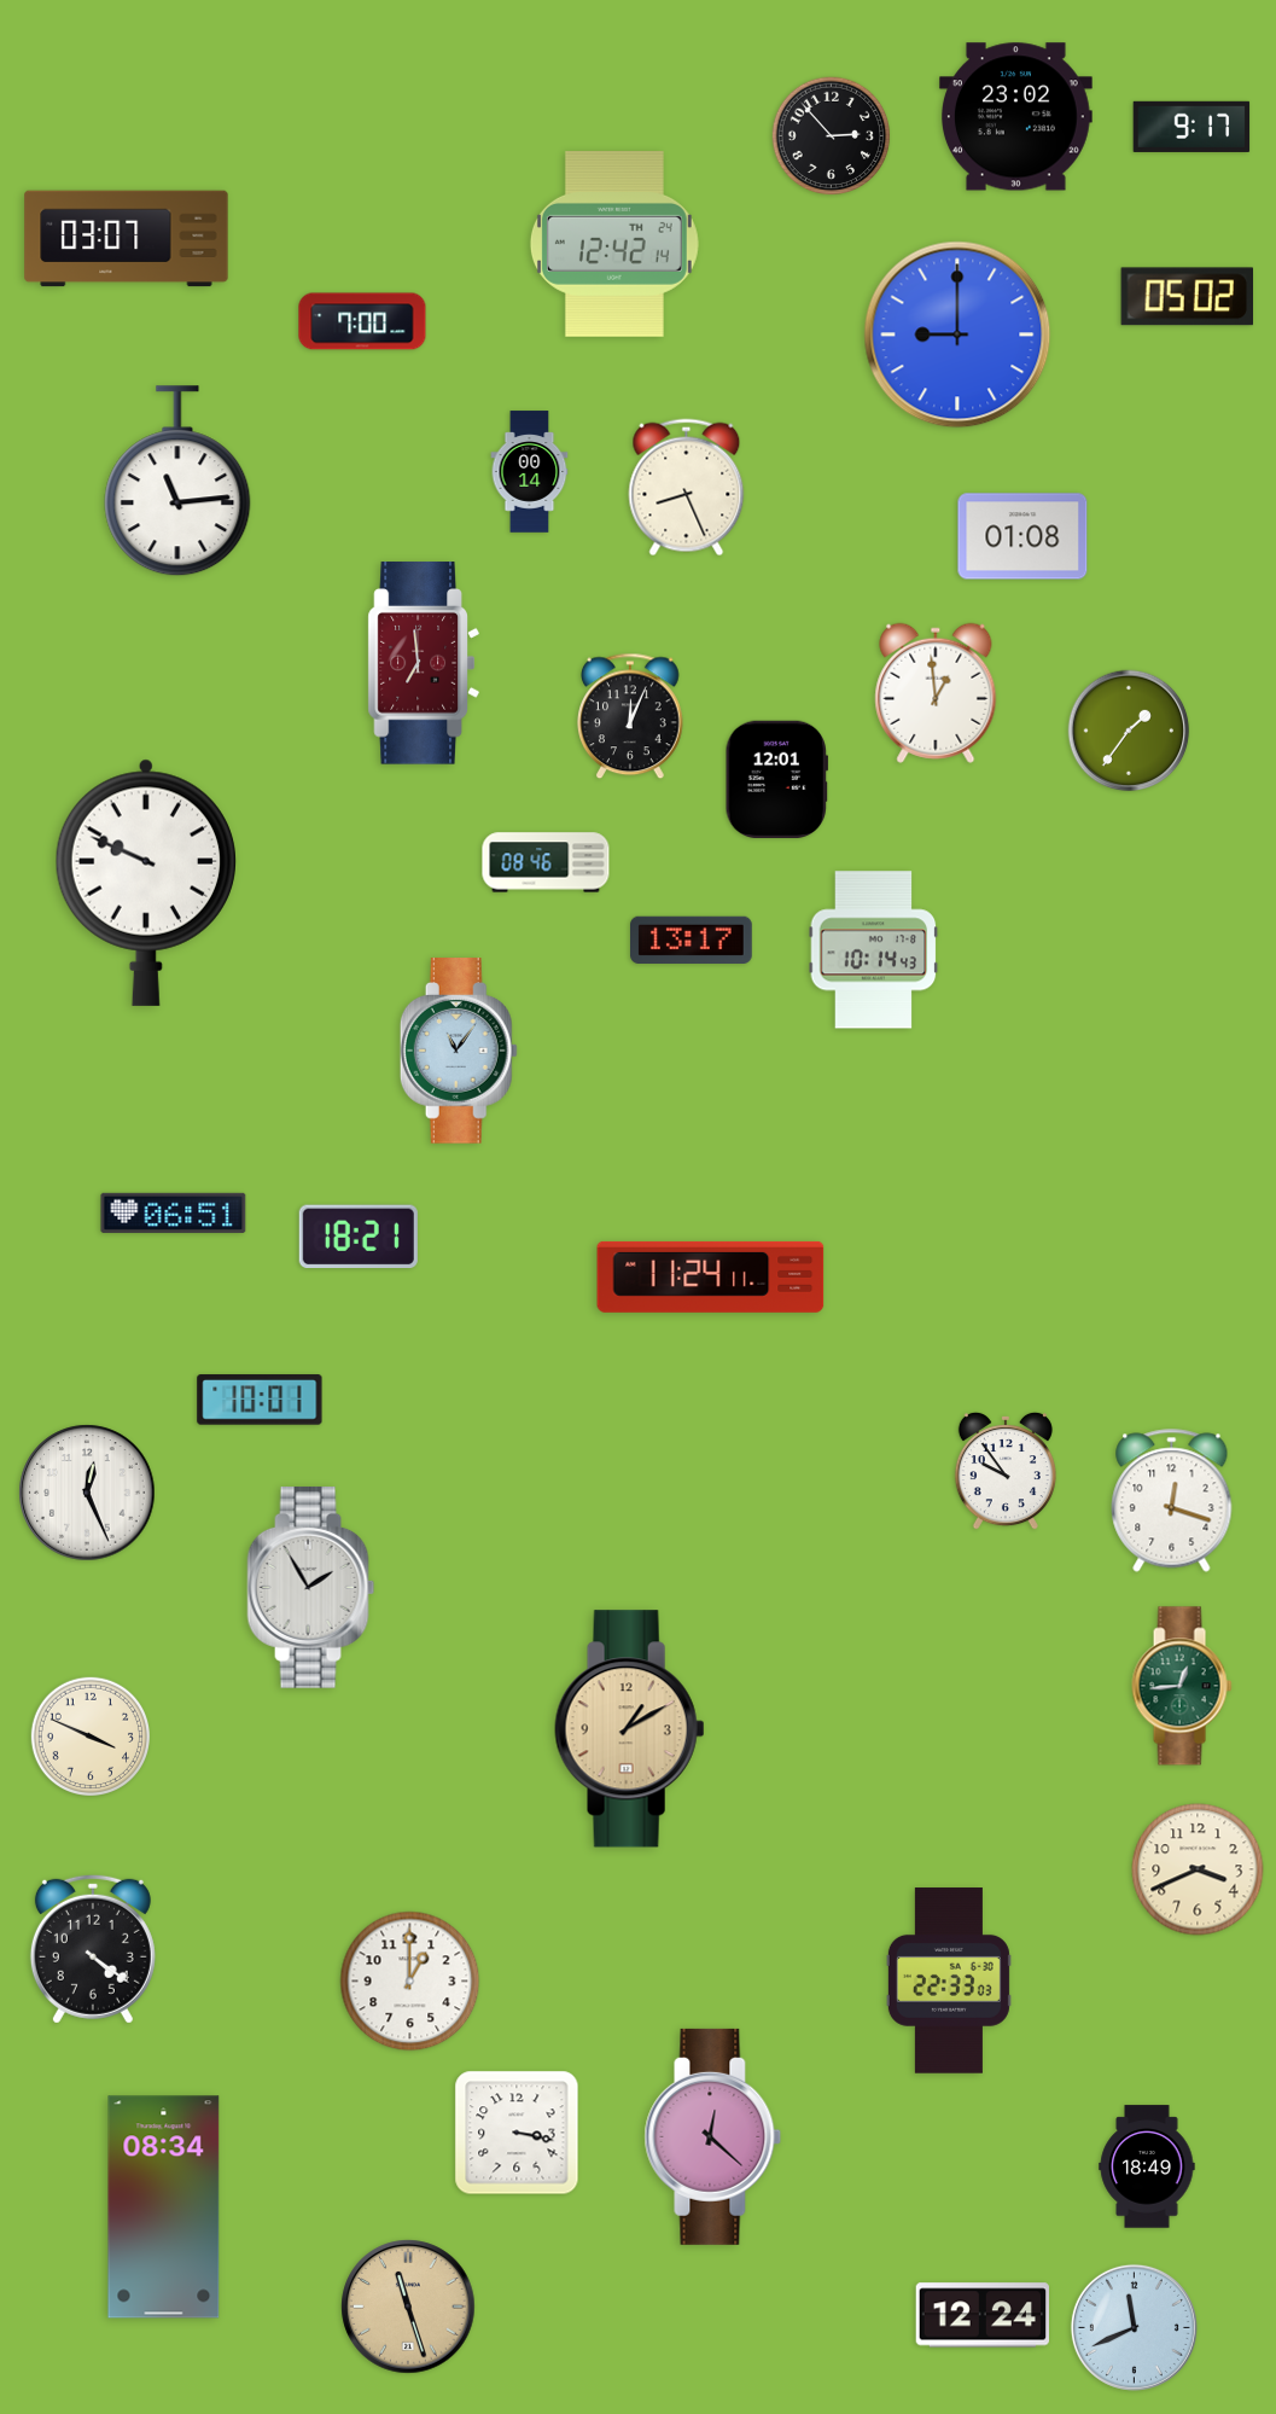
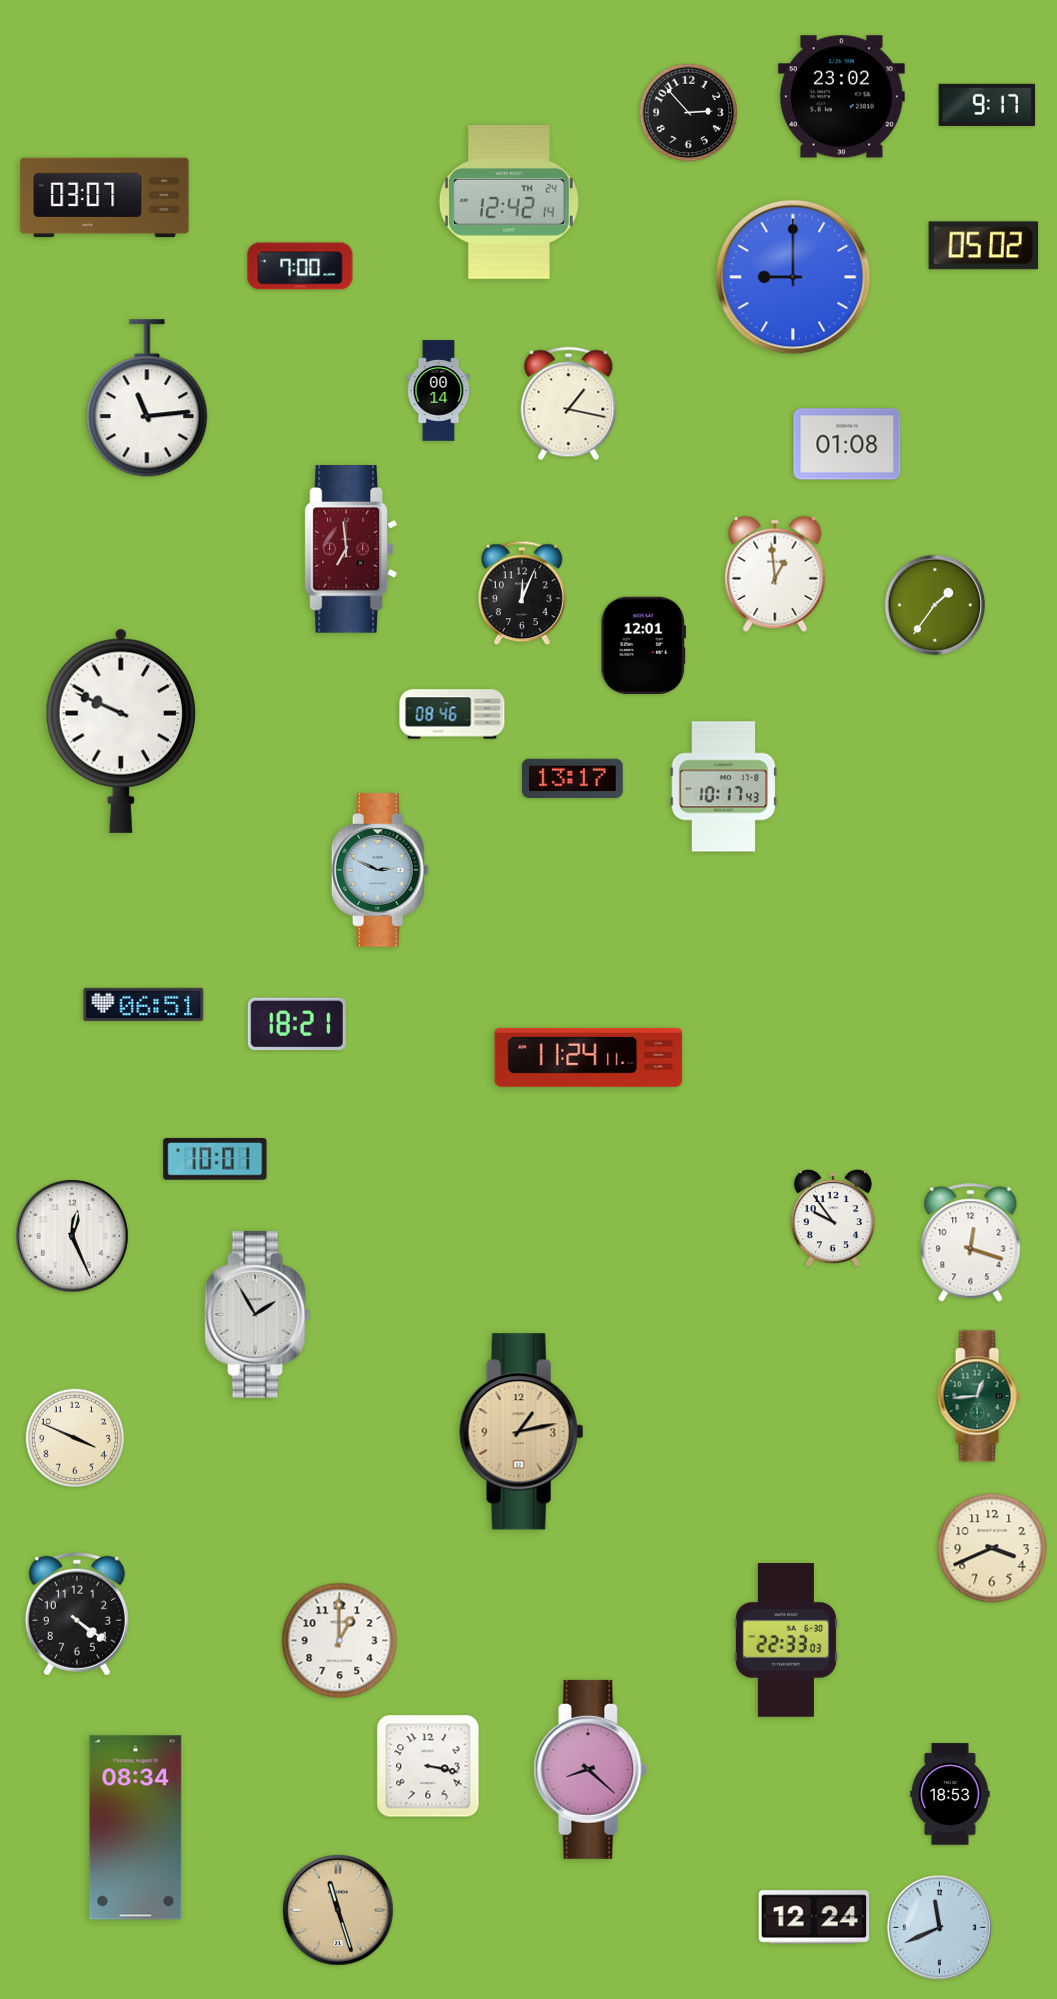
clock at (687, 488): 8:26 -> 1:17
clock at (874, 950): 10:14 -> 10:17
clock at (459, 1052): 11:06 -> 2:49
clock at (630, 1729): 1:10 -> 1:13
clock at (713, 2136): 12:22 -> 8:22
clock at (1147, 2166): 18:49 -> 18:53
